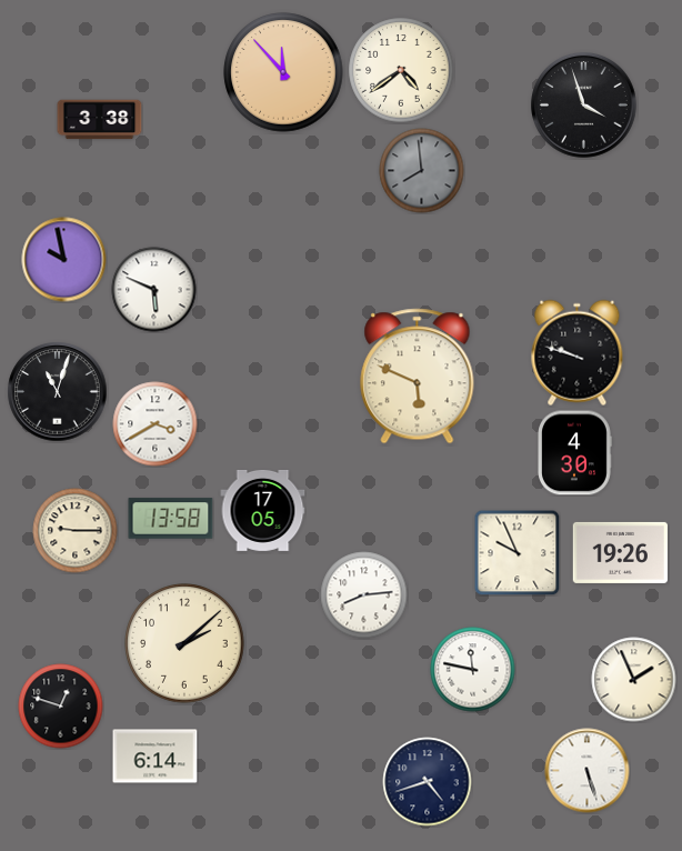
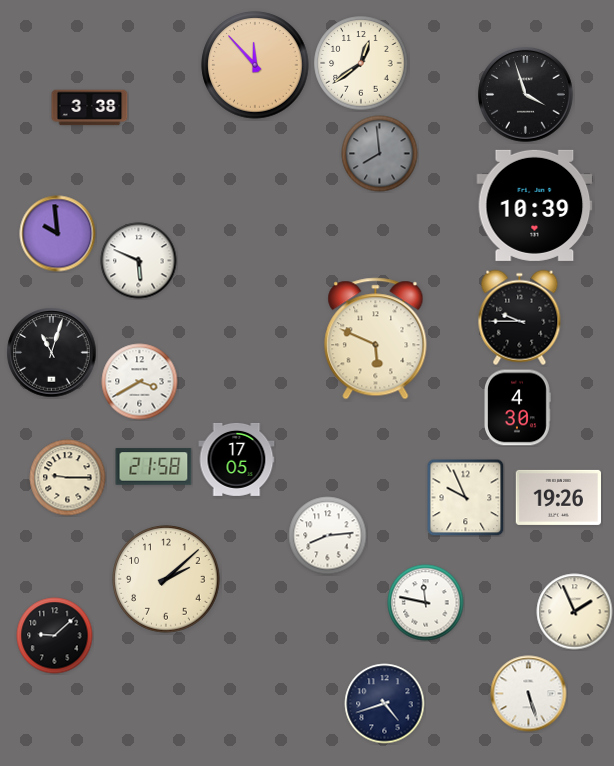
clock at (401, 70): 4:39 -> 12:39
clock at (535, 205): none -> 10:39
clock at (64, 260): 9:58 -> 9:59
clock at (578, 353): 9:48 -> 9:45
clock at (171, 519): 13:58 -> 21:58
clock at (634, 680) position: (634, 680) -> (575, 612)
clock at (61, 707): 12:48 -> 9:08
clock at (156, 757): 6:14 -> none
